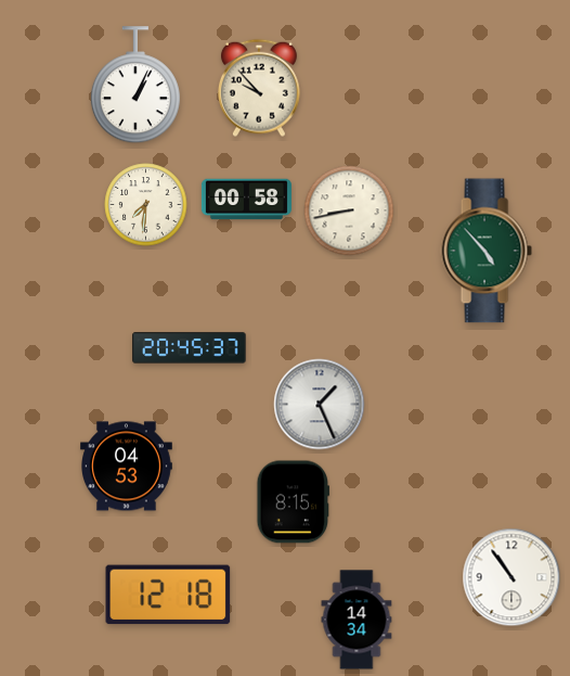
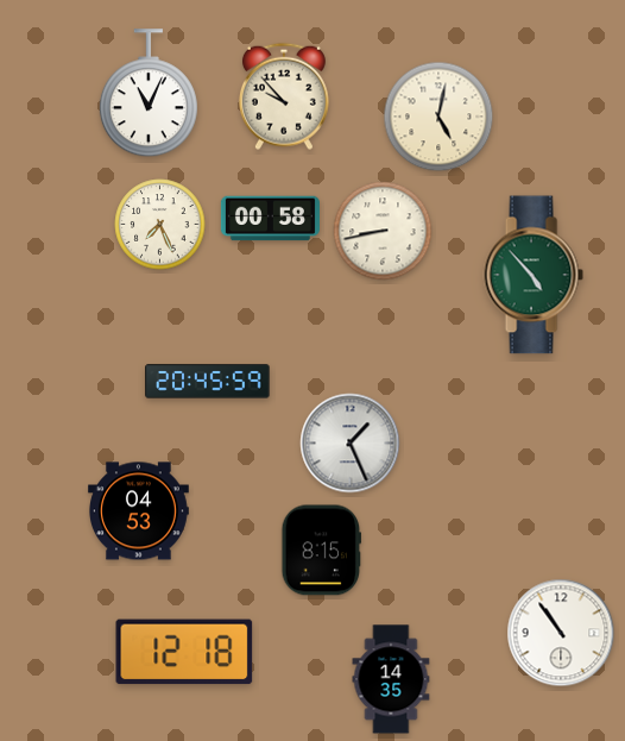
clock at (135, 86): 1:04 -> 11:04
clock at (438, 117): none -> 5:02
clock at (146, 205): 7:31 -> 7:26
clock at (190, 348): 20:45:37 -> 20:45:59
clock at (357, 620): 14:34 -> 14:35
